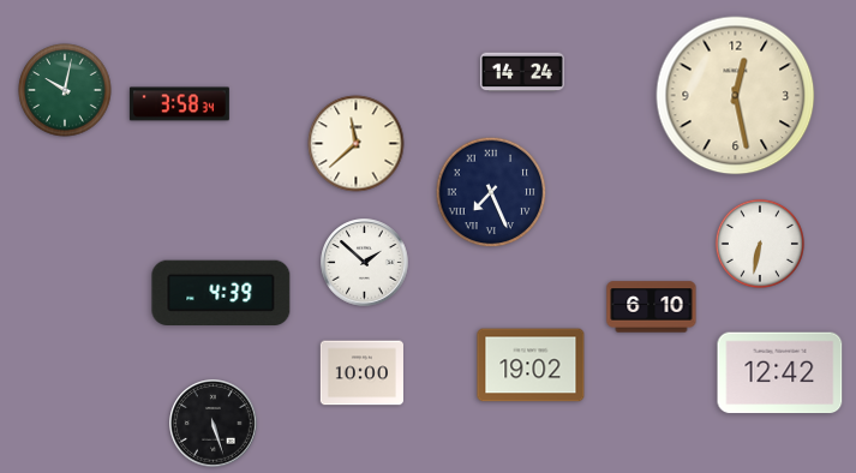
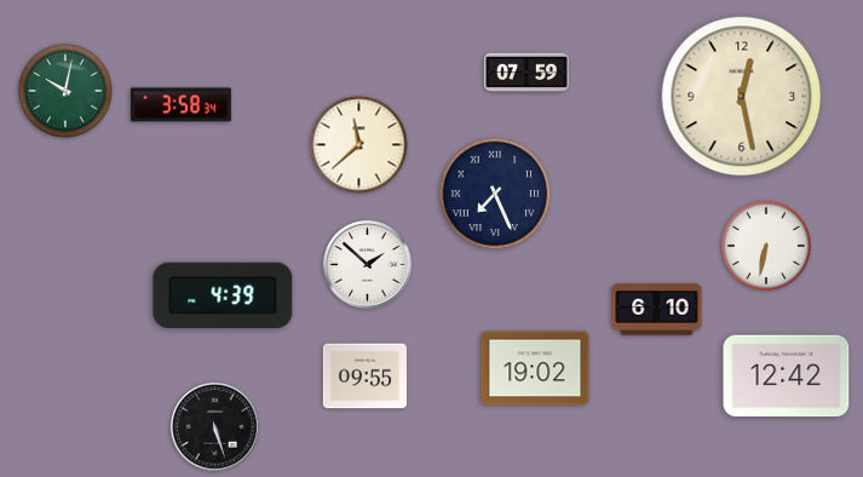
clock at (522, 72): 14:24 -> 07:59
clock at (361, 373): 10:00 -> 09:55
